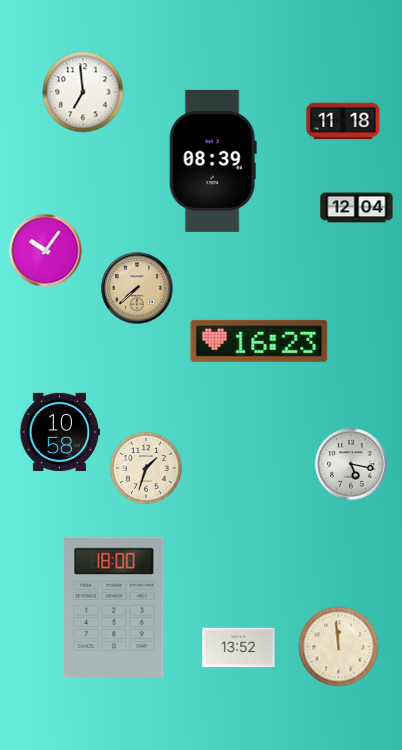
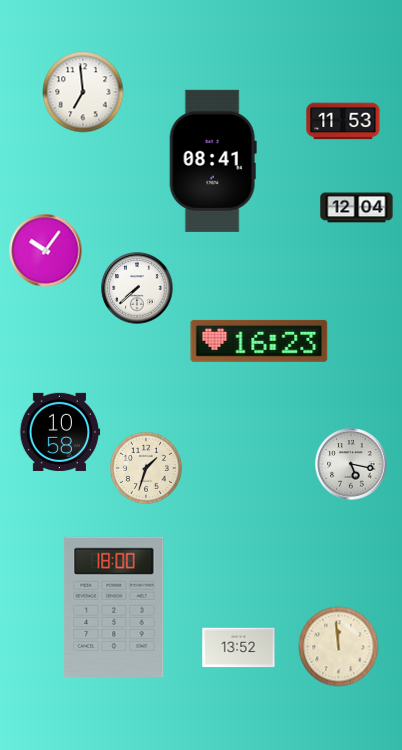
clock at (343, 121): 11:18 -> 11:53
clock at (213, 161): 08:39 -> 08:41
clock at (137, 288) dial: champagne -> white
